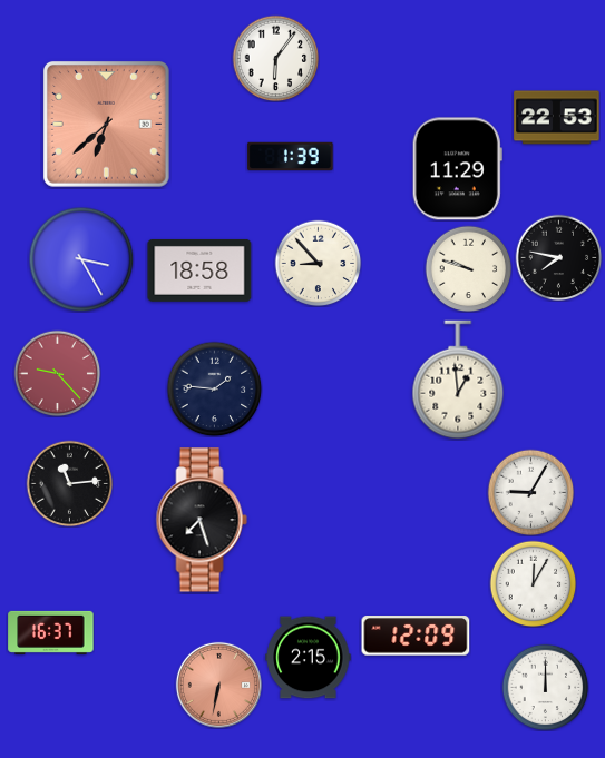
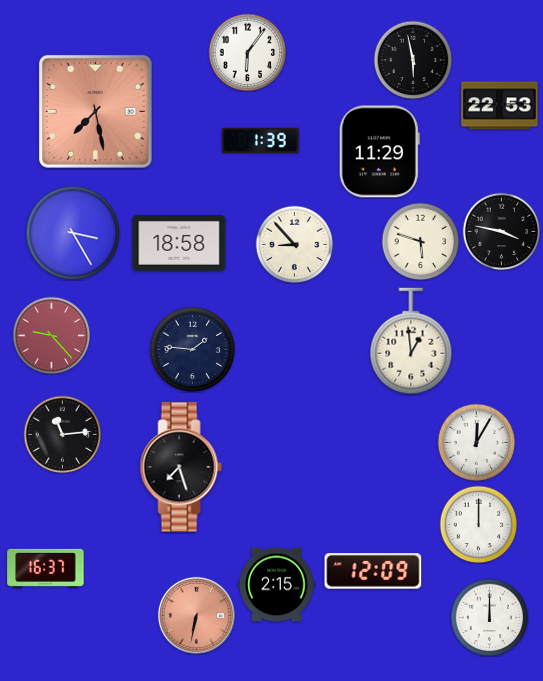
clock at (413, 60): none -> 5:58
clock at (107, 125): 6:38 -> 7:28
clock at (457, 169) position: (457, 169) -> (379, 152)
clock at (558, 257): 7:47 -> 3:47
clock at (318, 263) position: (318, 263) -> (294, 244)
clock at (468, 268): 9:48 -> 5:48
clock at (530, 492): 9:05 -> 12:05
clock at (533, 583): 12:05 -> 12:00
clock at (309, 658) position: (309, 658) -> (277, 585)
